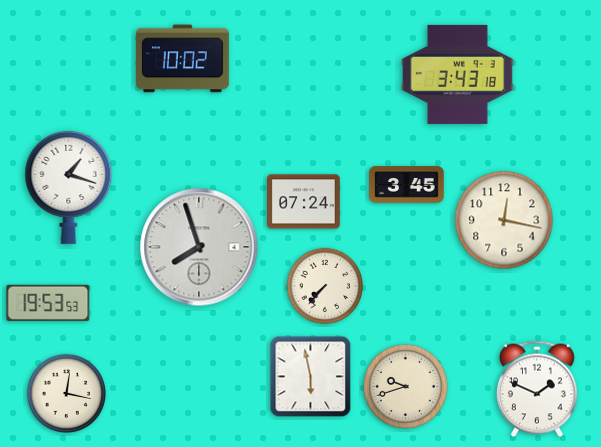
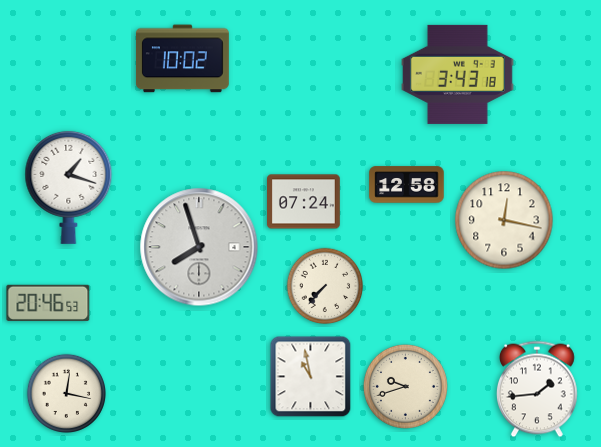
clock at (407, 185): 3:45 -> 12:58
clock at (48, 303): 19:53 -> 20:46
clock at (311, 377): 5:58 -> 10:58
clock at (537, 389): 1:49 -> 1:44
